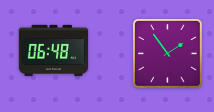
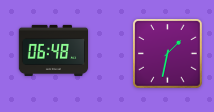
clock at (168, 54): 1:54 -> 1:32
